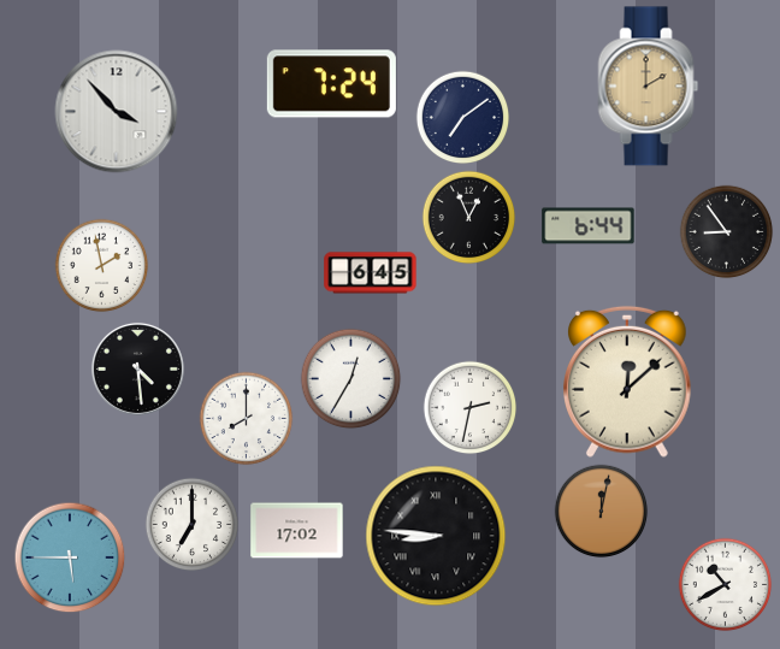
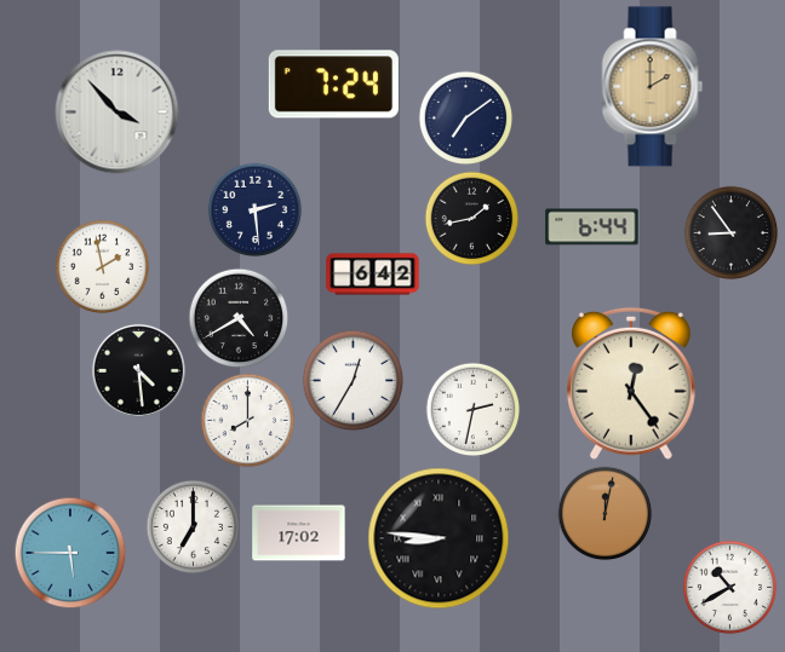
clock at (254, 209): none -> 2:29
clock at (468, 217): 12:56 -> 1:43
clock at (371, 273): 6:45 -> 6:42
clock at (239, 318): none -> 4:40
clock at (628, 382): 12:08 -> 12:24
clock at (70, 557) position: (70, 557) -> (70, 553)
